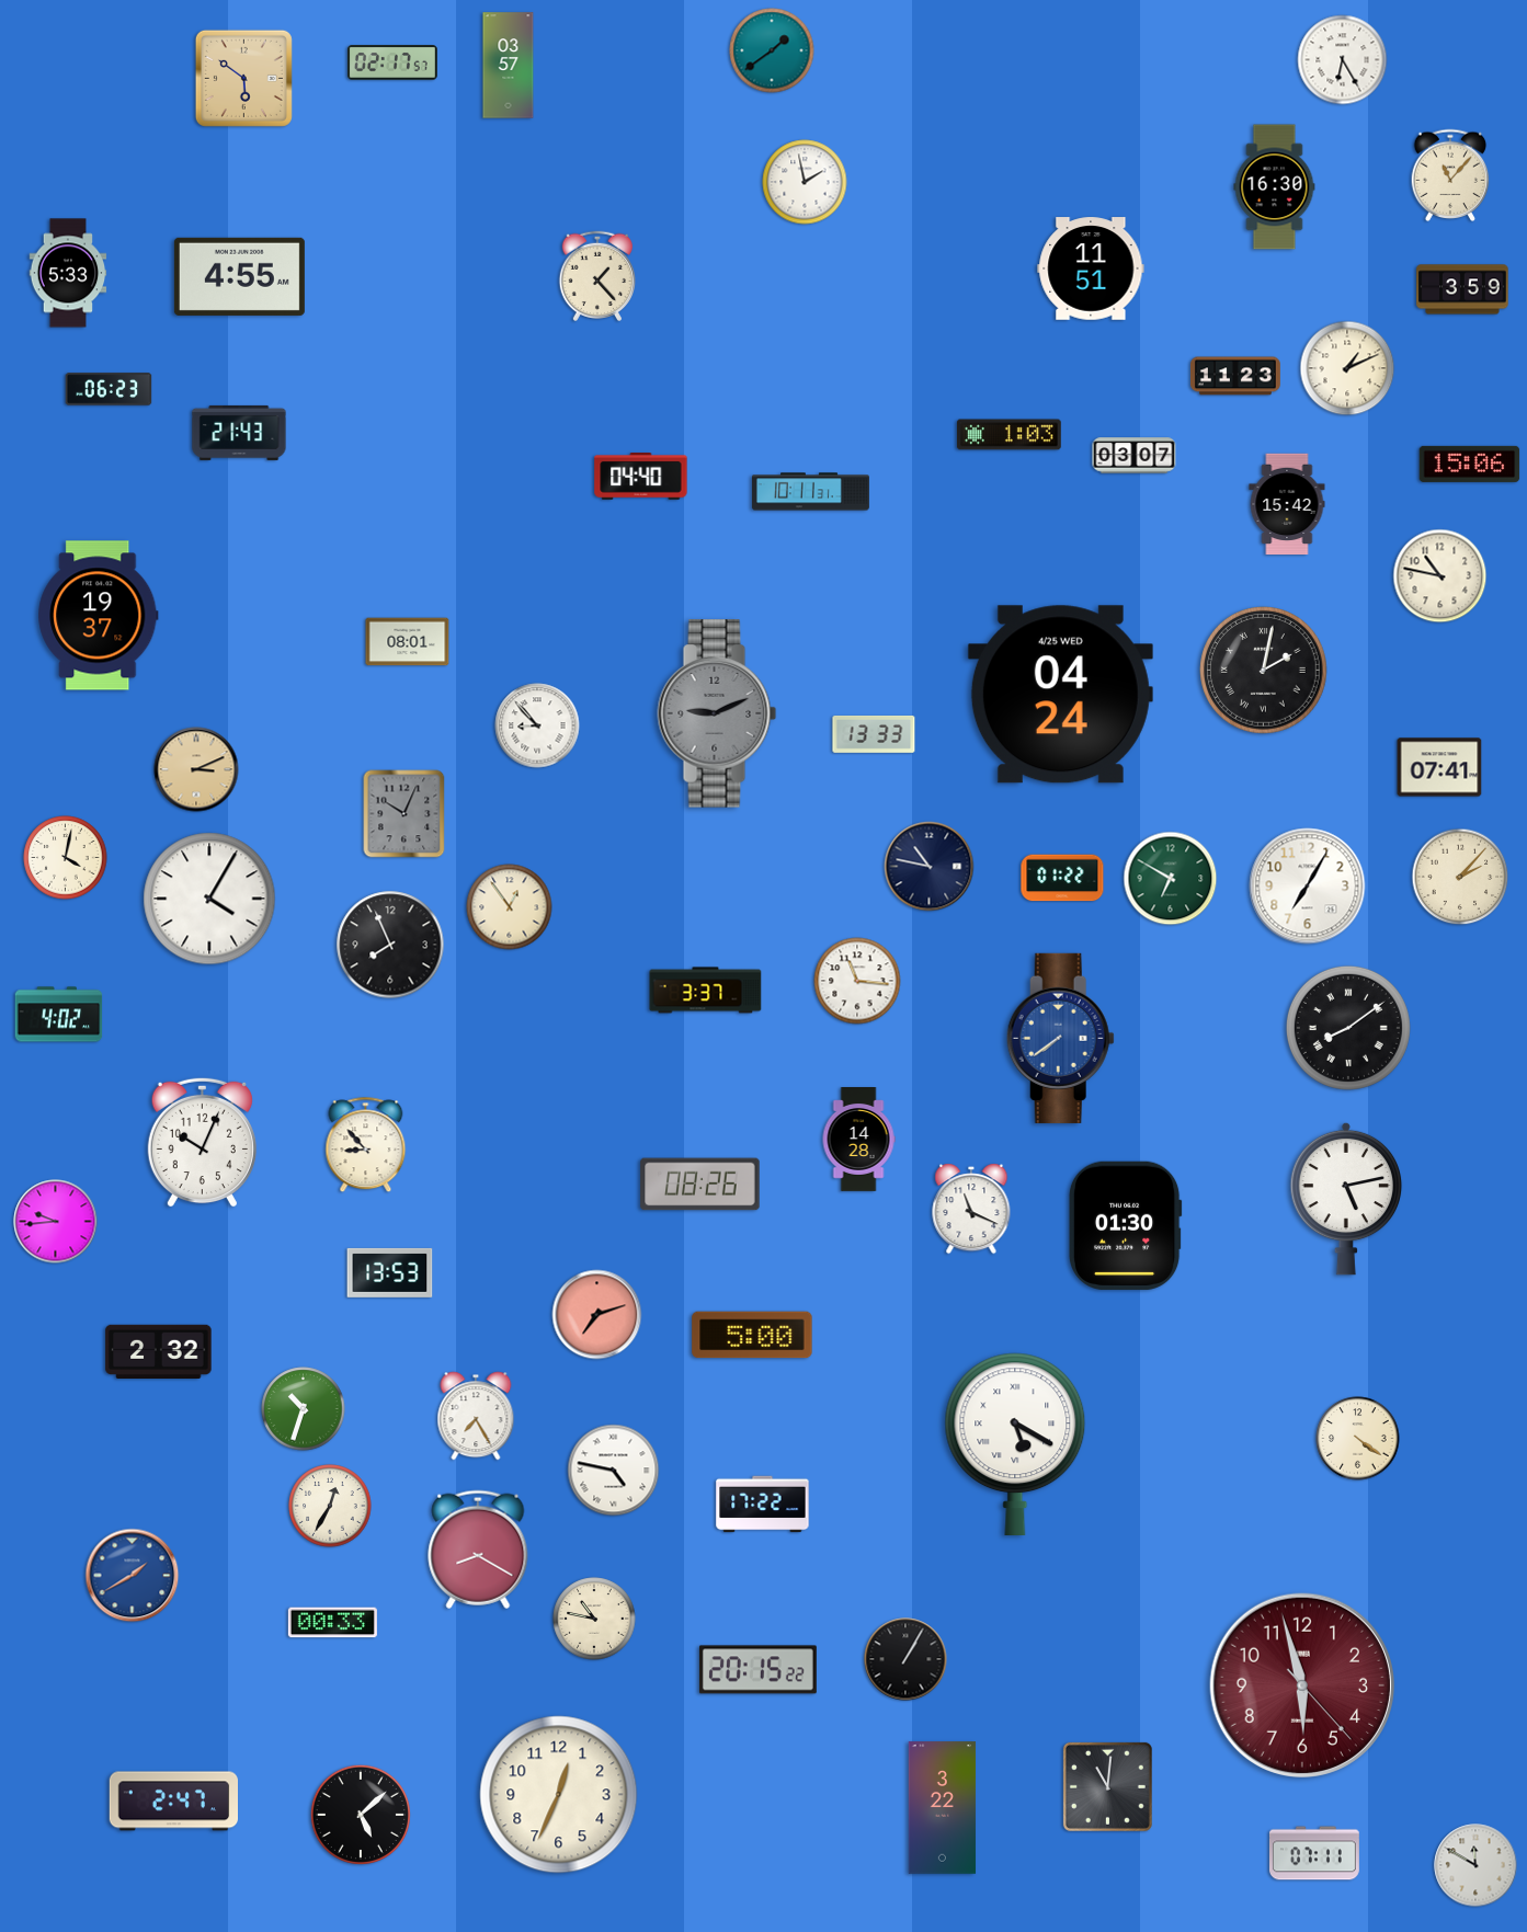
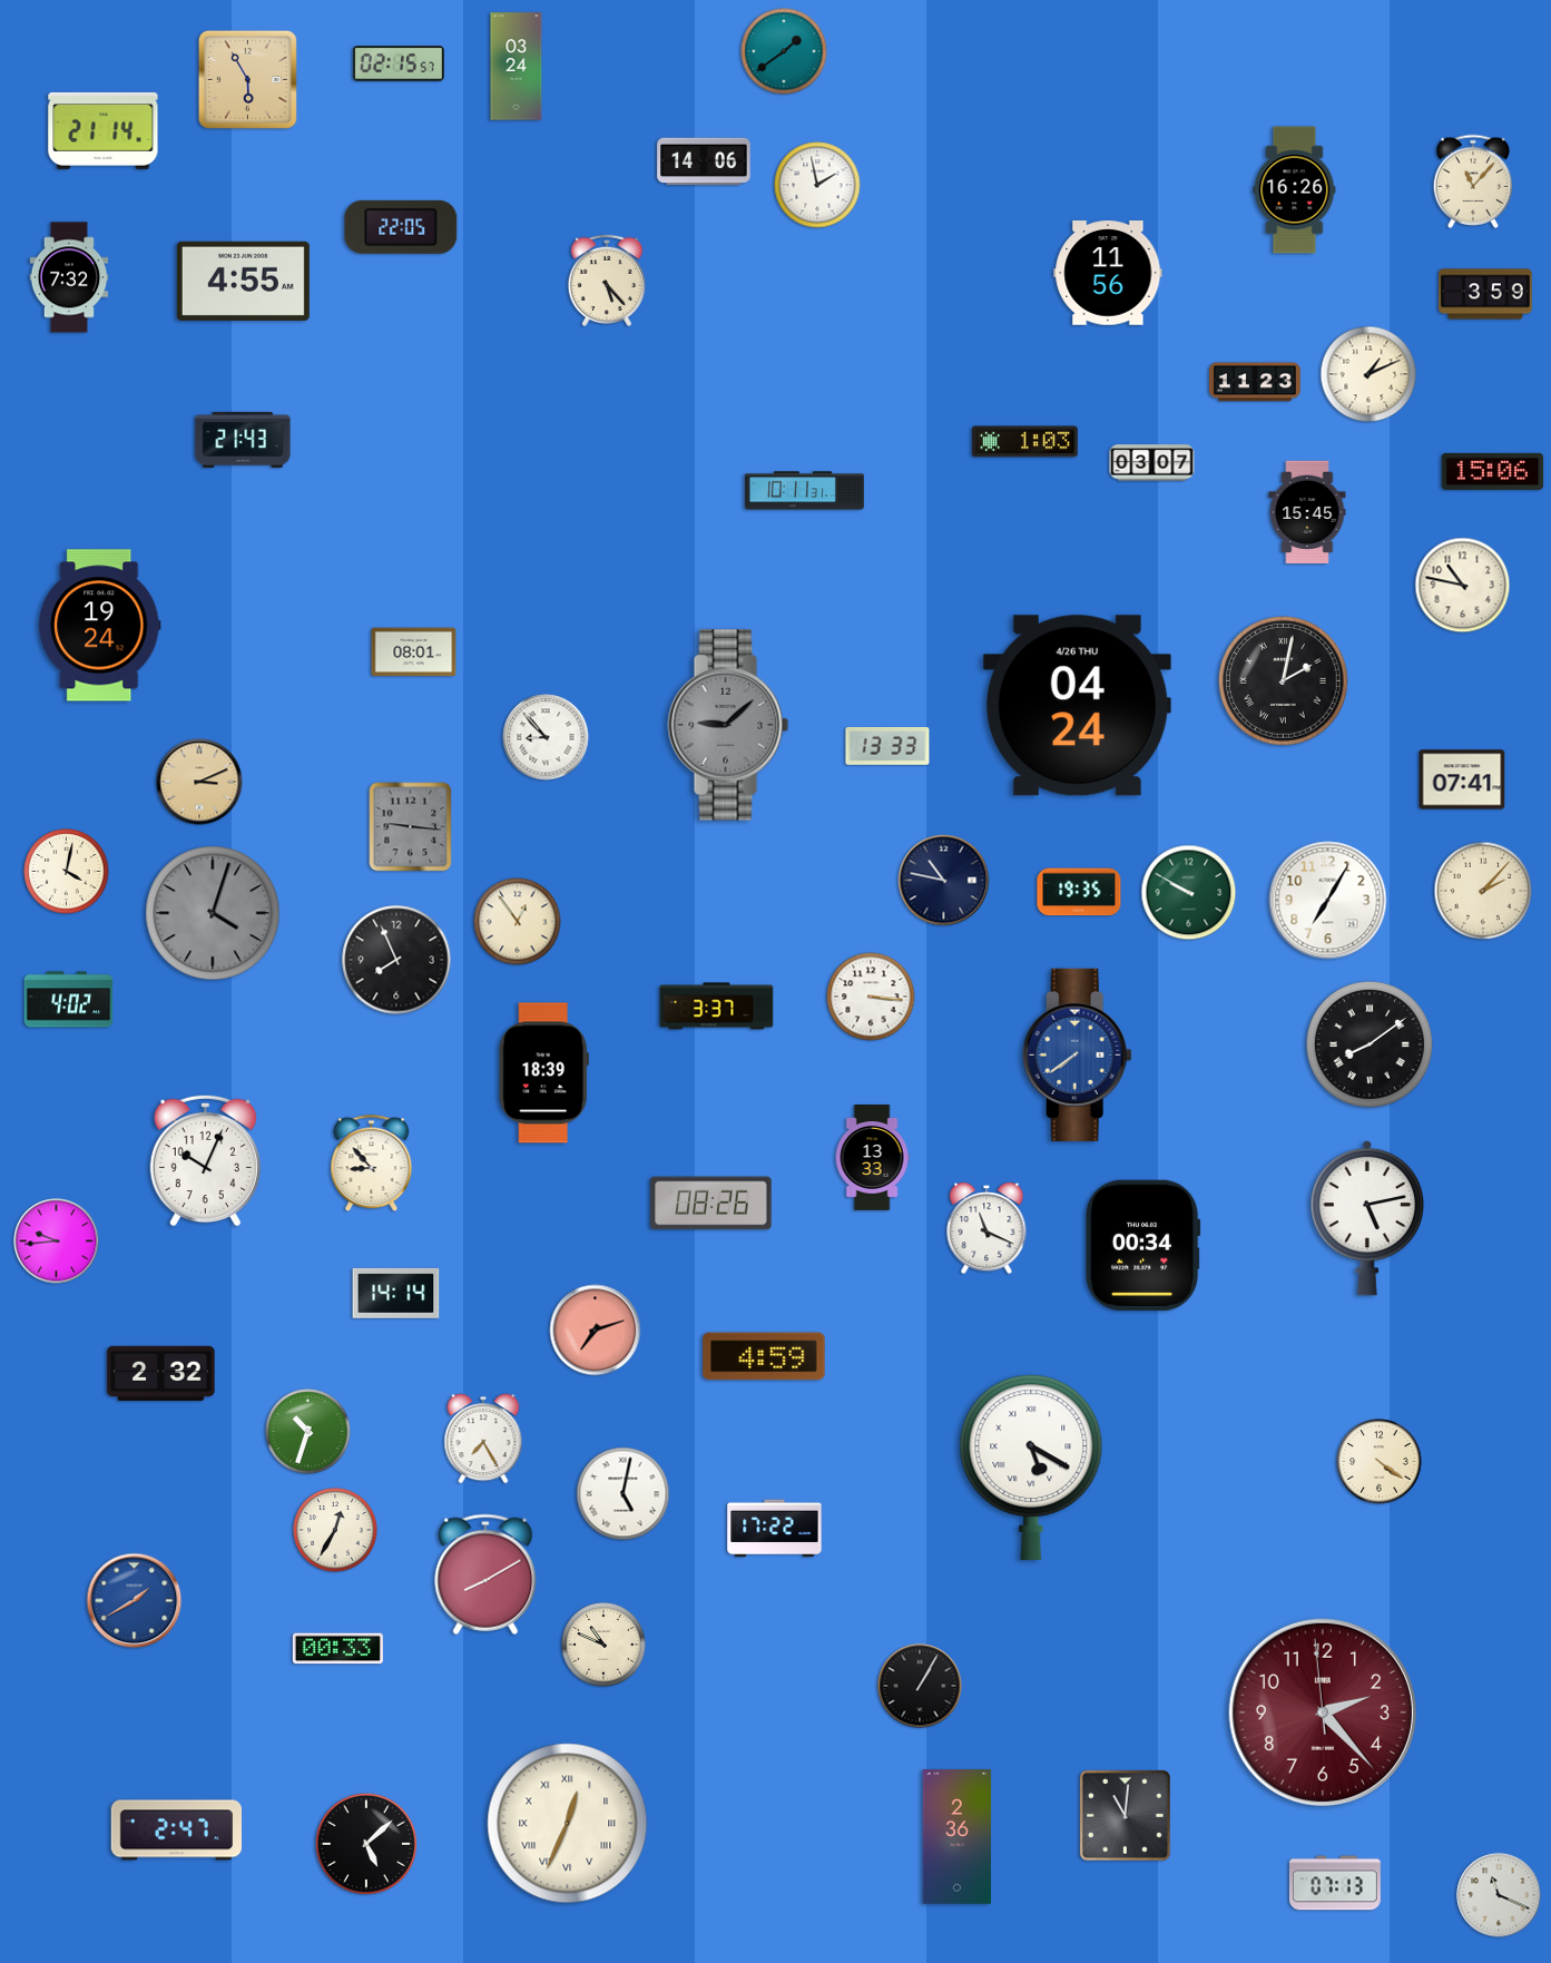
clock at (1343, 60): 6:25 -> none
clock at (392, 62): 02:17 -> 02:15
clock at (509, 66): 03:57 -> 03:24
clock at (243, 78): 5:51 -> 5:55
clock at (104, 130): none -> 21:14
clock at (704, 161): none -> 14:06
clock at (1450, 175) position: (1450, 175) -> (1473, 181)
clock at (1275, 187): 16:30 -> 16:26
clock at (401, 227): none -> 22:05
clock at (1091, 268): 11:51 -> 11:56
clock at (68, 273): 5:33 -> 7:32
clock at (596, 276): 1:23 -> 5:23
clock at (109, 389): 06:23 -> none
clock at (641, 477): 04:40 -> none
clock at (811, 492) position: (811, 492) -> (805, 491)
clock at (1287, 504): 15:42 -> 15:45
clock at (99, 616): 19:37 -> 19:24
clock at (1060, 695) date: 4/25 WED -> 4/26 THU
clock at (717, 713): 9:11 -> 9:08
clock at (404, 814): 10:04 -> 9:16
clock at (1062, 878): 01:22 -> 19:35
clock at (1171, 879): 6:50 -> 9:50
clock at (209, 899): 4:05 -> 4:03
clock at (209, 899) dial: white -> grey
clock at (857, 981): 11:16 -> 3:16
clock at (59, 1015) position: (59, 1015) -> (69, 1000)
clock at (543, 1073): none -> 18:39
clock at (858, 1140): 14:28 -> 13:33
clock at (1125, 1225): 01:30 -> 00:34
clock at (390, 1272): 13:53 -> 14:14
clock at (597, 1315) position: (597, 1315) -> (596, 1331)
clock at (752, 1335): 5:00 -> 4:59
clock at (614, 1471): 4:47 -> 5:02
clock at (478, 1550): 8:20 -> 8:10
clock at (594, 1619): 10:47 -> 10:49
clock at (757, 1670): 20:15 -> none
clock at (1302, 1685): 5:57 -> 2:22
clock at (559, 1795) numerals: Arabic -> Roman
clock at (943, 1808): 3:22 -> 2:36
clock at (1314, 1853): 07:11 -> 07:13
clock at (1475, 1865): 11:50 -> 11:19
